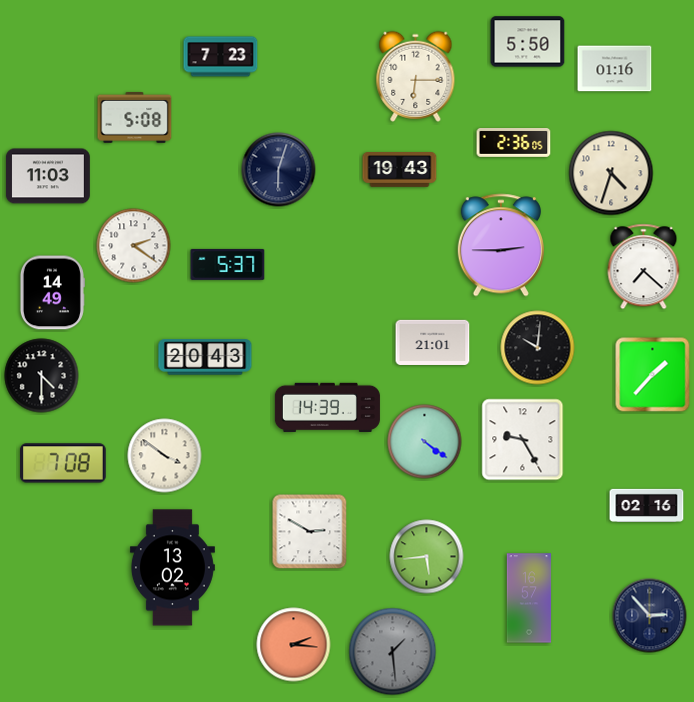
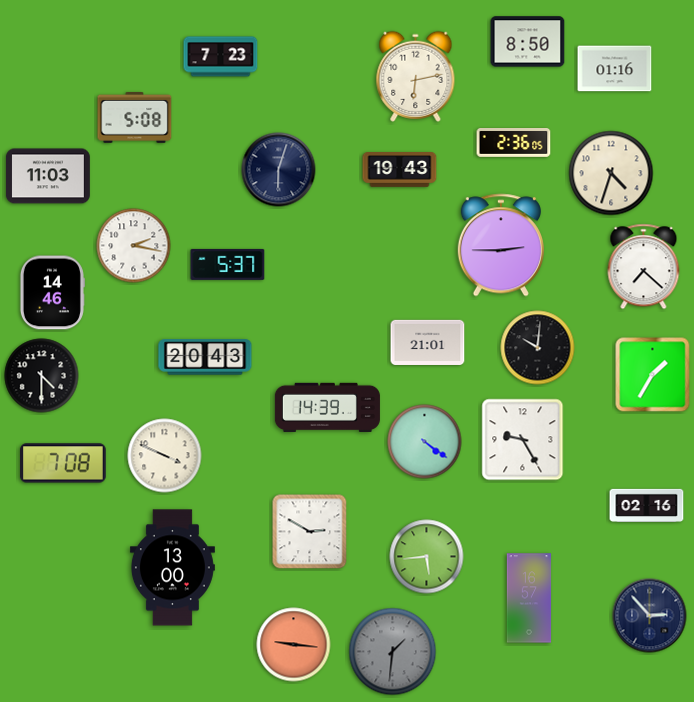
clock at (528, 42): 5:50 -> 8:50
clock at (416, 76): 6:15 -> 6:13
clock at (134, 246): 2:21 -> 2:17
clock at (52, 293): 14:49 -> 14:46
clock at (433, 342) position: (433, 342) -> (428, 342)
clock at (653, 375): 1:37 -> 1:35
clock at (165, 456): 3:51 -> 3:49
clock at (172, 568): 13:02 -> 13:00
clock at (294, 645): 2:16 -> 9:16
clock at (393, 652): 1:29 -> 1:31
